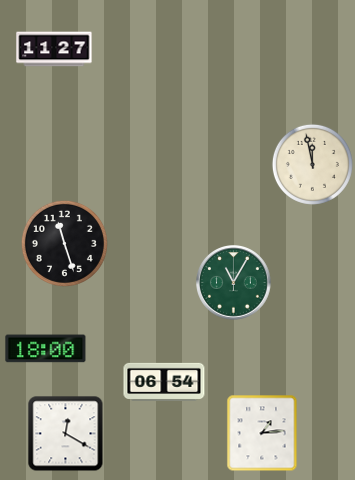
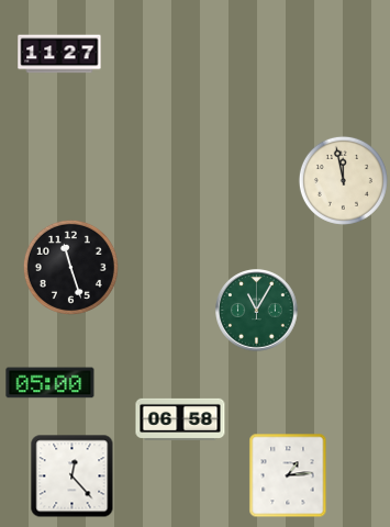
clock at (46, 349): 18:00 -> 05:00
clock at (164, 382): 06:54 -> 06:58
clock at (66, 434): 12:20 -> 12:23
